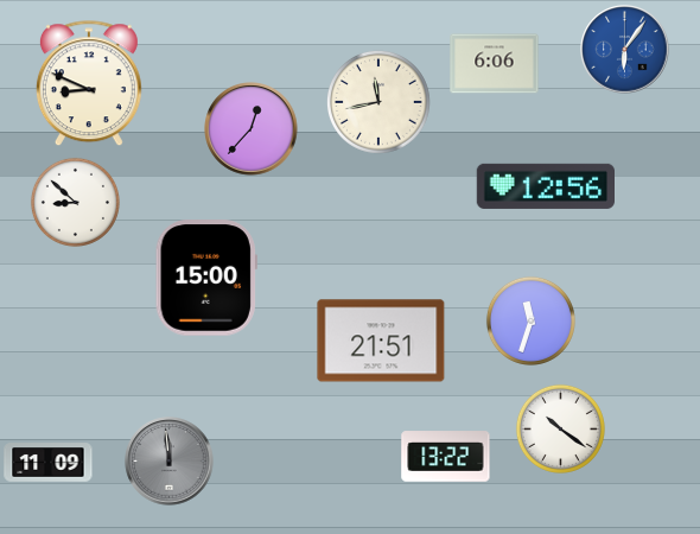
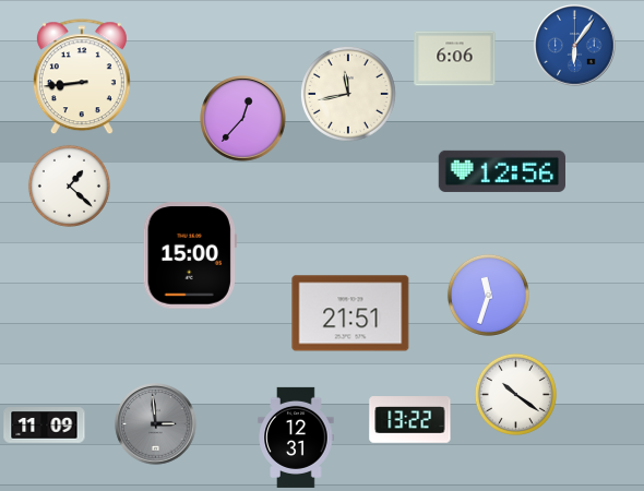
clock at (89, 84): 8:49 -> 8:44
clock at (252, 129) position: (252, 129) -> (243, 119)
clock at (75, 202): 8:52 -> 1:22
clock at (170, 462): 11:59 -> 2:59
clock at (296, 438): none -> 12:31
